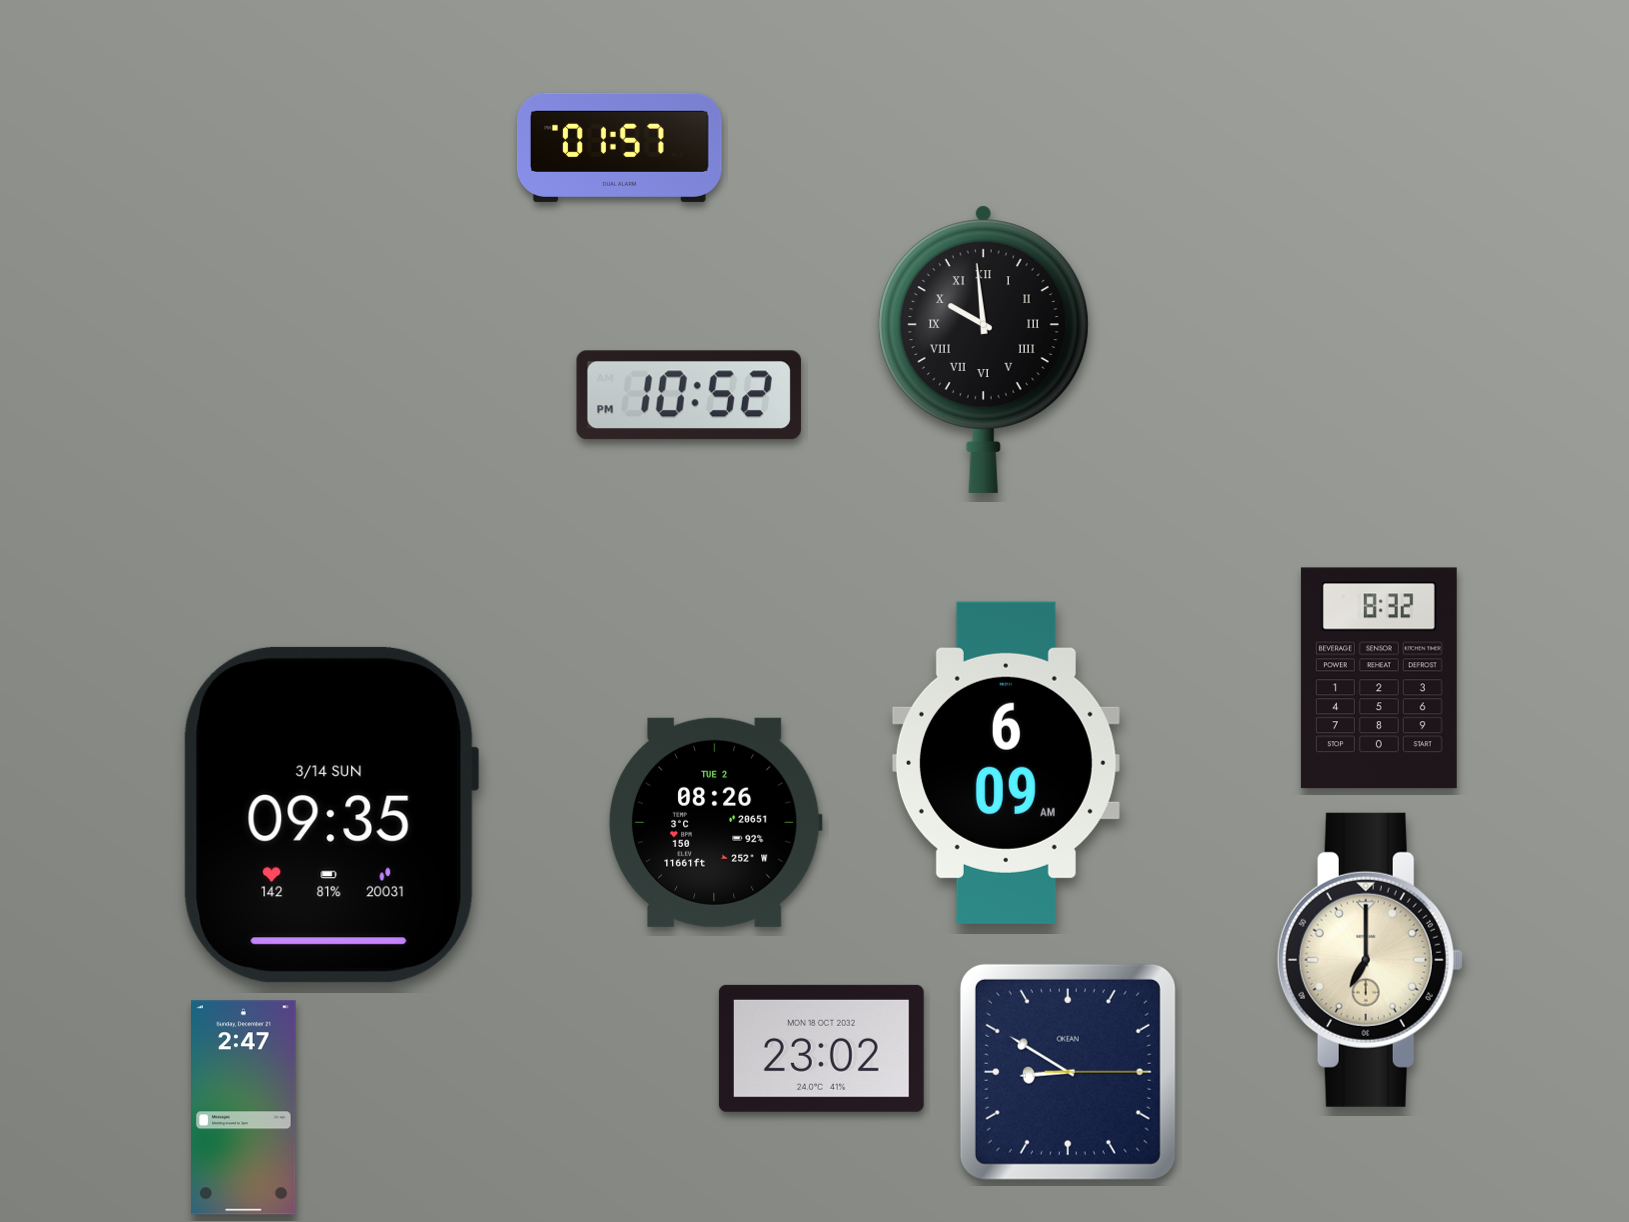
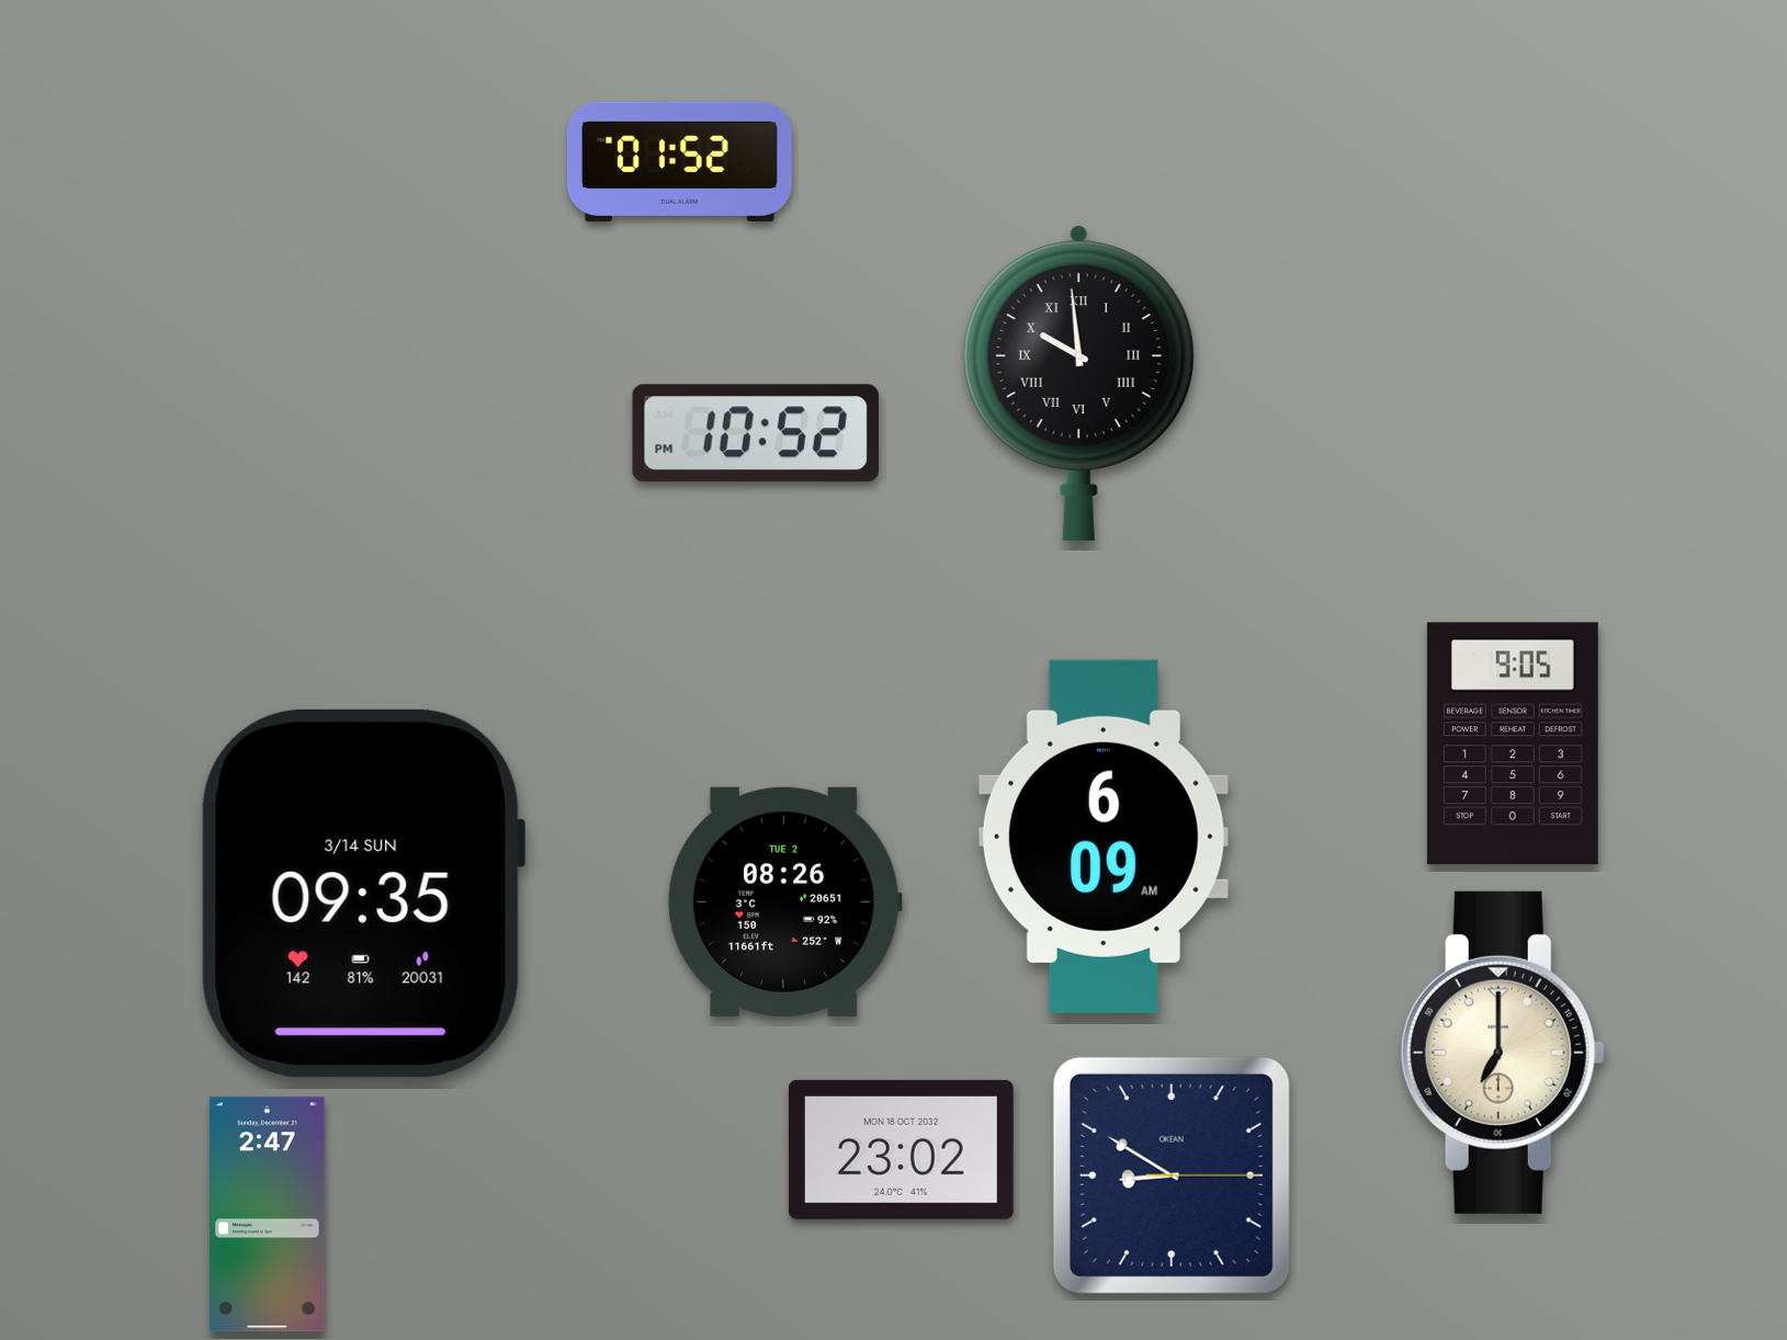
clock at (619, 147): 01:57 -> 01:52
clock at (1379, 678): 8:32 -> 9:05
